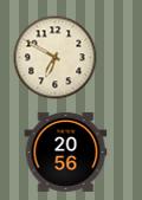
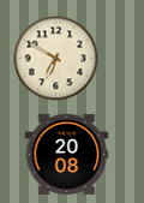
clock at (66, 151): 20:56 -> 20:08
